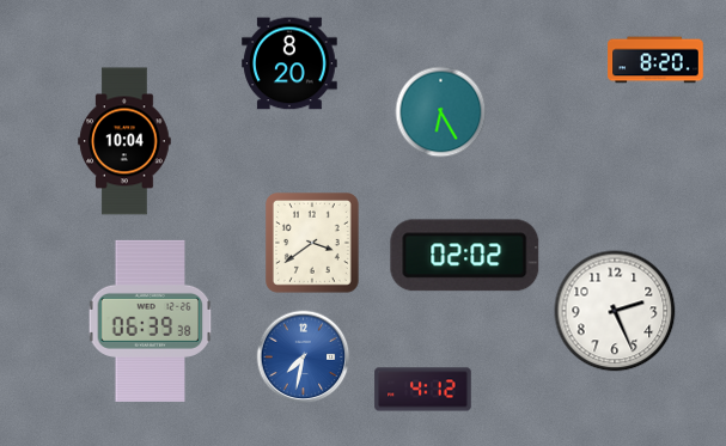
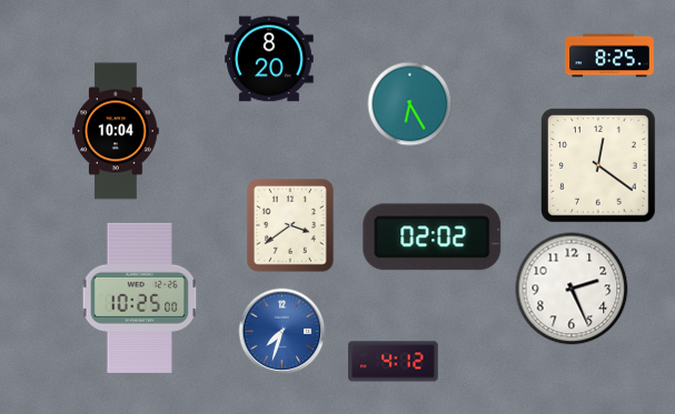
clock at (655, 60): 8:20 -> 8:25
clock at (599, 166): none -> 12:21
clock at (151, 320): 06:39 -> 10:25
clock at (304, 358): 7:32 -> 7:33
